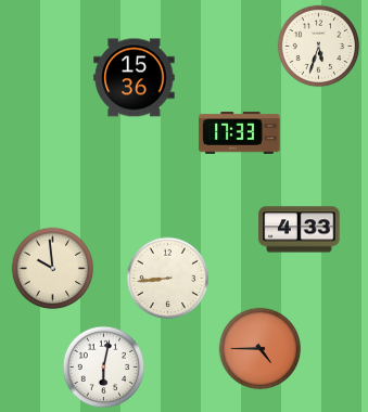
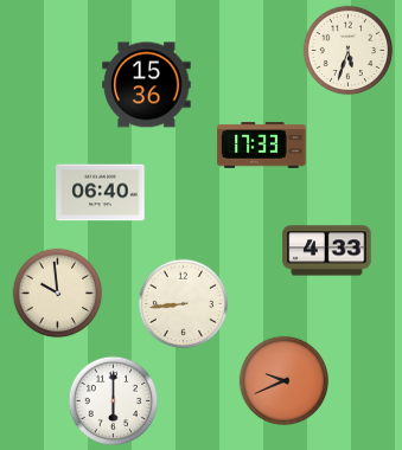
clock at (101, 193): none -> 06:40
clock at (261, 349): 4:45 -> 9:41
clock at (104, 368): 6:02 -> 6:00
